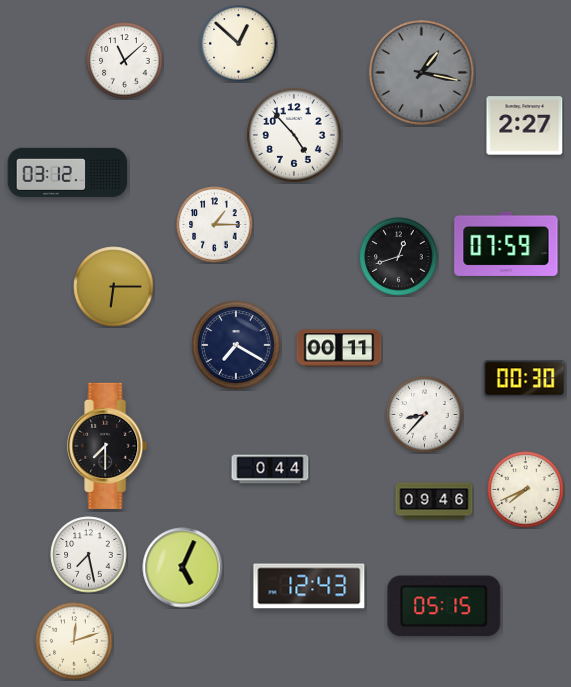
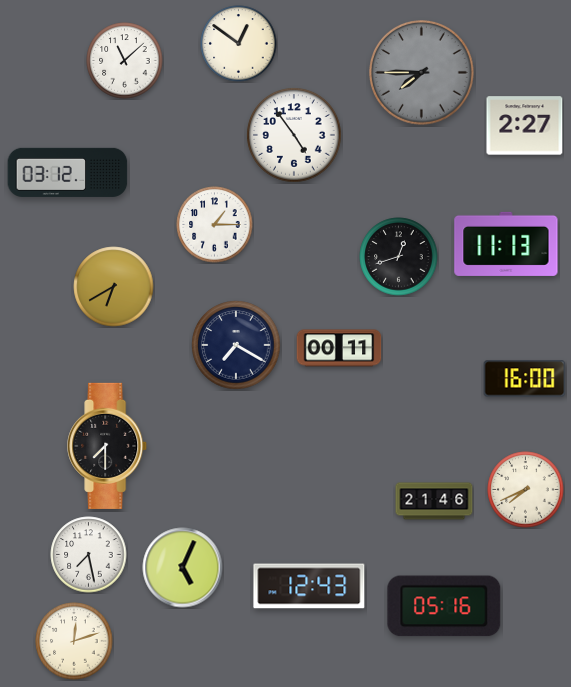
clock at (239, 44): 12:52 -> 12:51
clock at (422, 73): 1:17 -> 7:45
clock at (294, 135): 4:53 -> 4:54
clock at (506, 244): 07:59 -> 11:13
clock at (114, 287): 6:15 -> 6:40
clock at (525, 379): 00:30 -> 16:00
clock at (425, 415): 8:37 -> none
clock at (270, 469): 0:44 -> none
clock at (434, 501): 09:46 -> 21:46
clock at (444, 606): 05:15 -> 05:16
